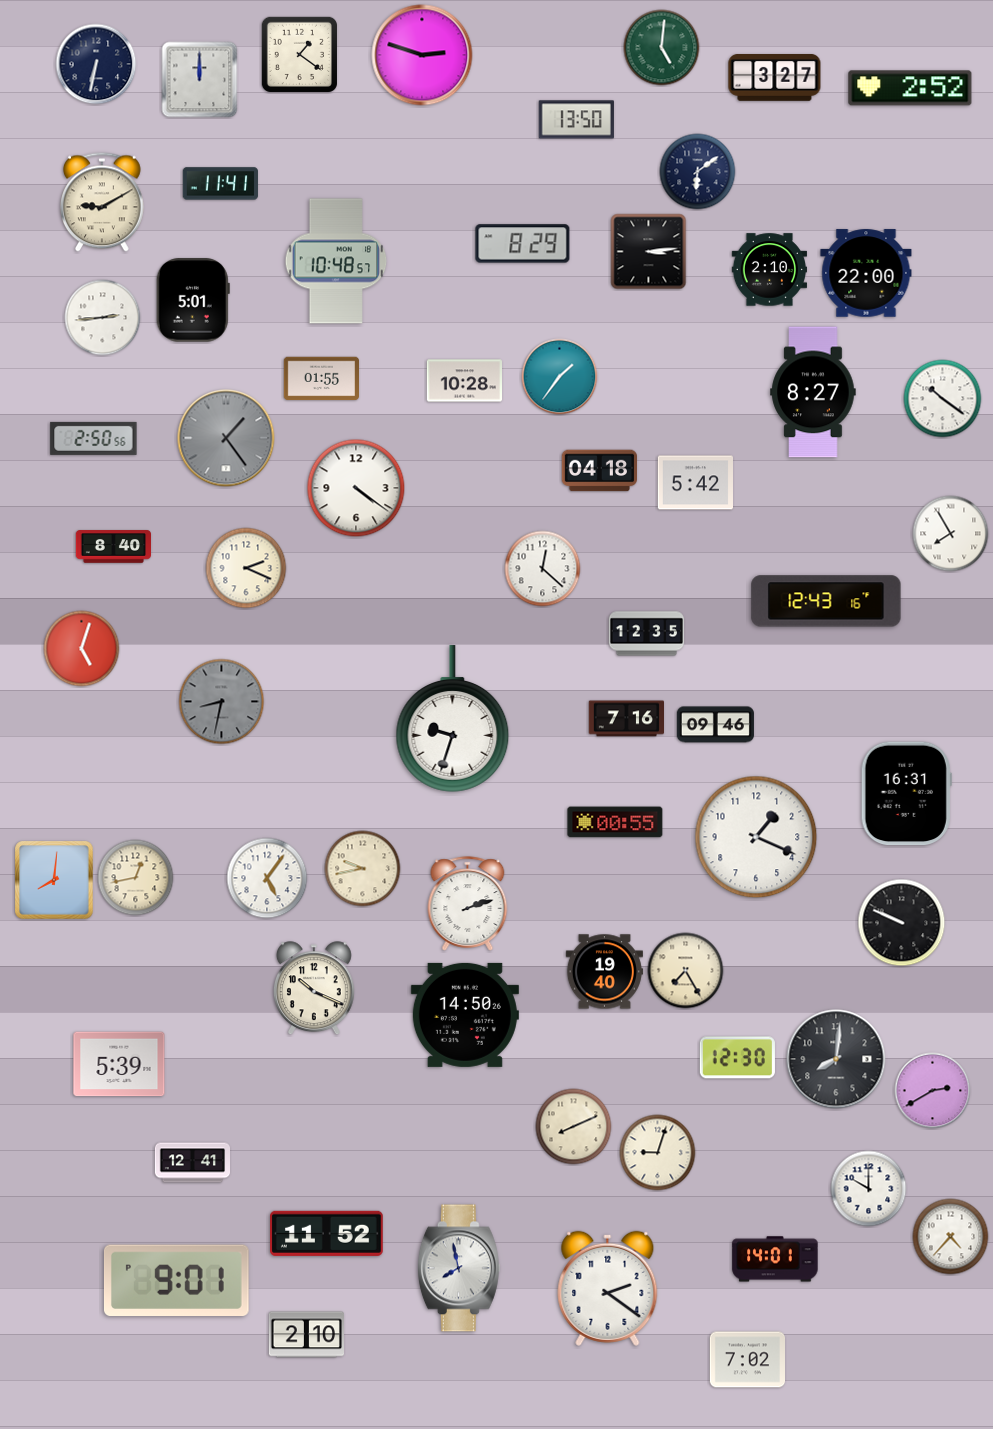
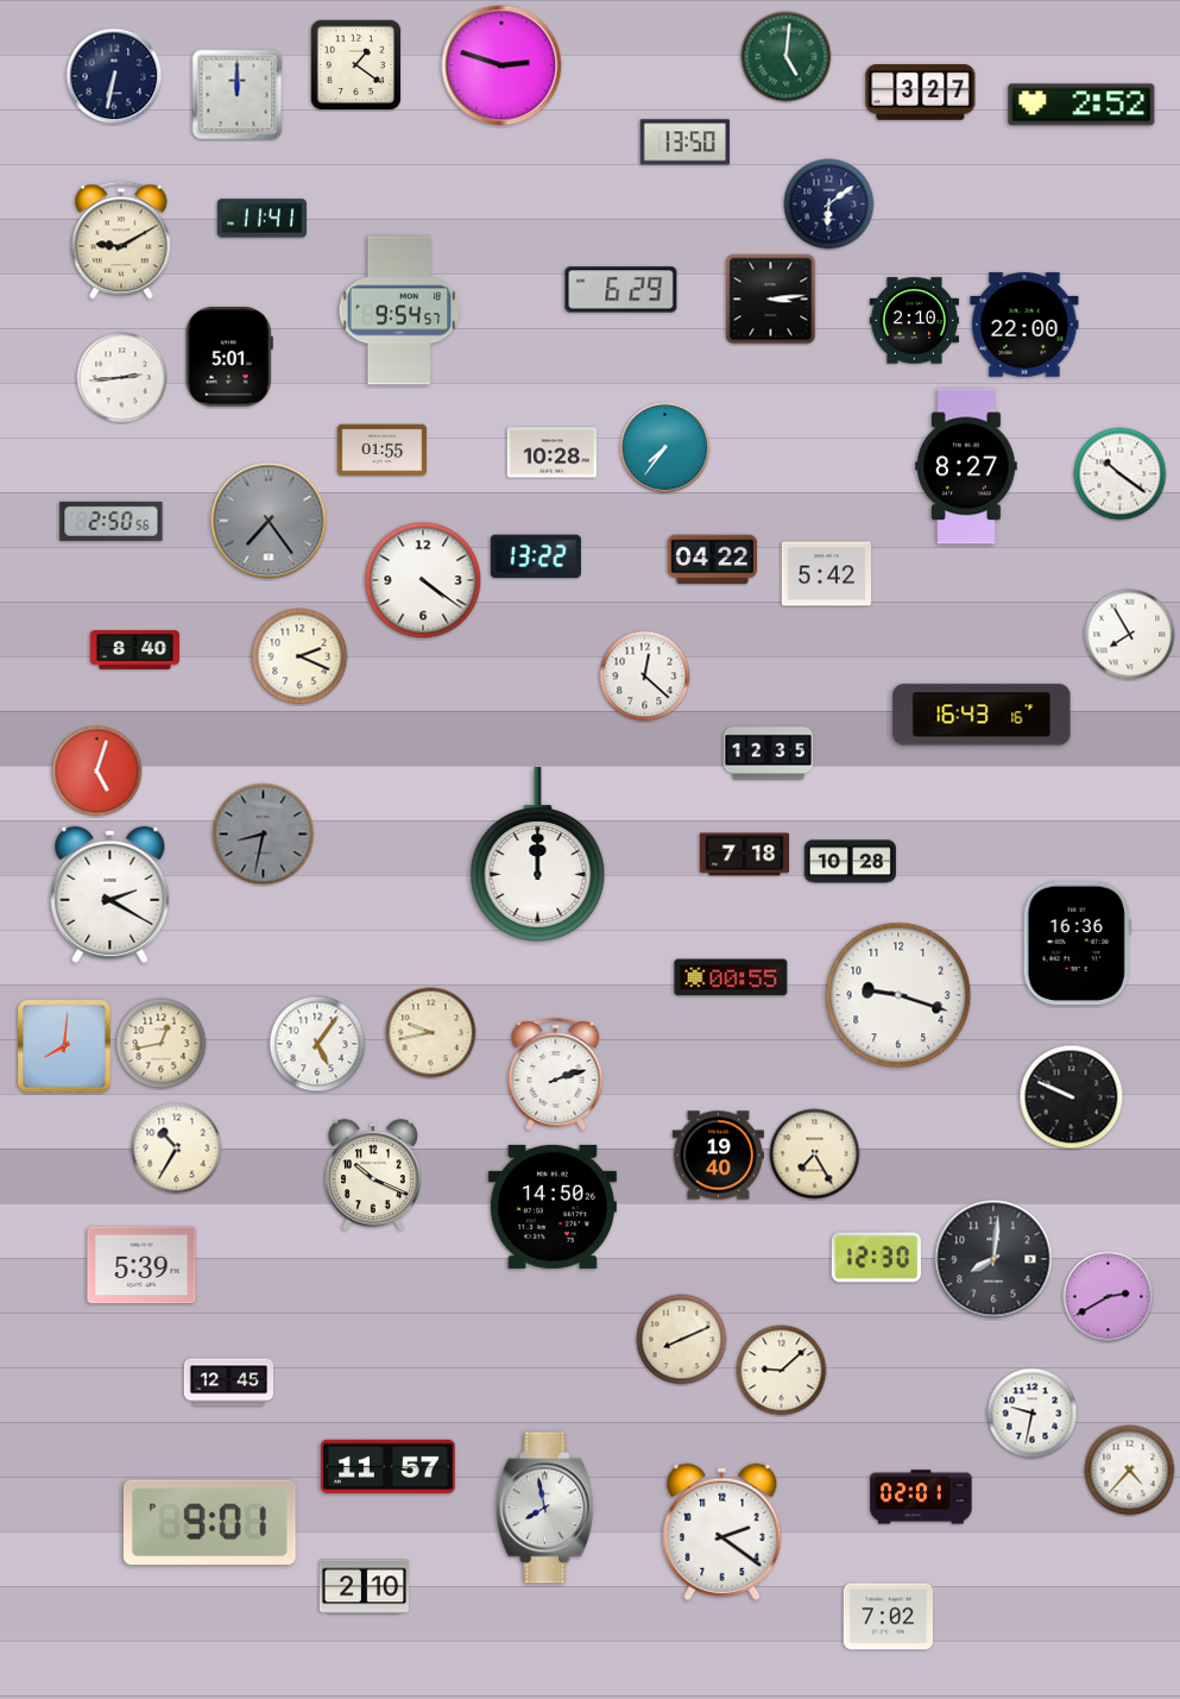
clock at (523, 244): 8:29 -> 6:29
clock at (336, 261): 10:48 -> 9:54
clock at (866, 273) position: (866, 273) -> (1024, 325)
clock at (560, 377): 1:36 -> 7:36
clock at (226, 438): 1:24 -> 7:24
clock at (536, 556): none -> 13:22
clock at (599, 471): 04:18 -> 04:22
clock at (246, 568) position: (246, 568) -> (299, 656)
clock at (826, 601): 12:43 -> 16:43
clock at (453, 719): 9:33 -> 12:00
clock at (626, 719): 7:16 -> 7:18
clock at (715, 725): 09:46 -> 10:28
clock at (111, 894): none -> 2:20
clock at (906, 794): 16:31 -> 16:36
clock at (756, 837): 1:19 -> 9:18
clock at (177, 1149): none -> 10:35
clock at (658, 1153): 9:03 -> 9:08
clock at (192, 1163): 12:41 -> 12:45
clock at (869, 1189): 10:00 -> 9:32
clock at (327, 1233): 11:52 -> 11:57
clock at (775, 1259): 14:01 -> 02:01
